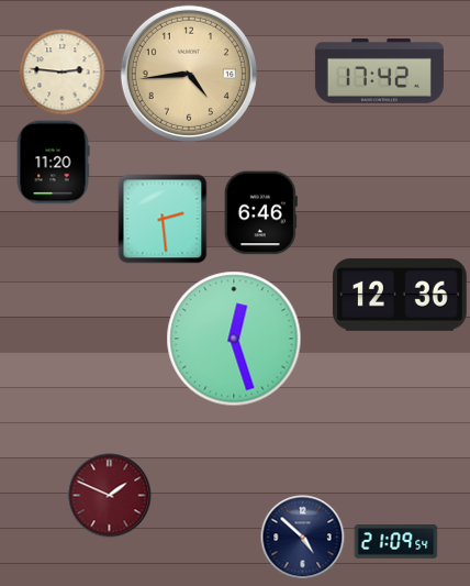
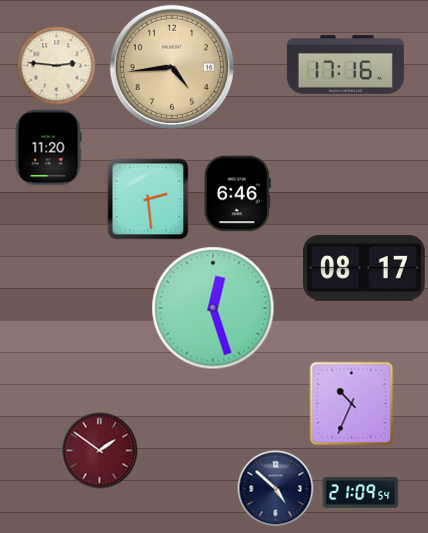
clock at (379, 71): 17:42 -> 17:16
clock at (400, 295): 12:36 -> 08:17
clock at (352, 404): none -> 10:34
clock at (110, 496): 1:49 -> 1:51
